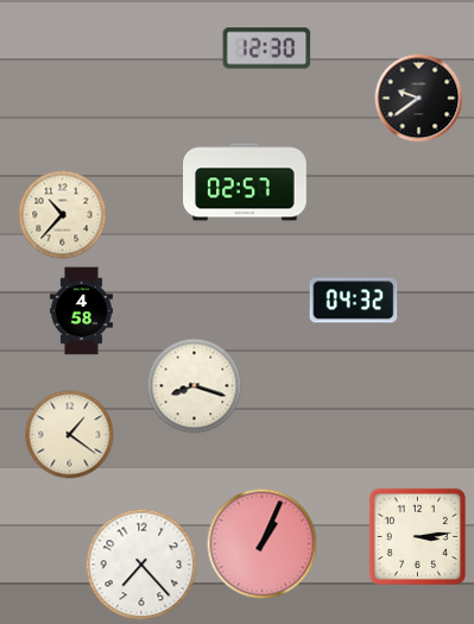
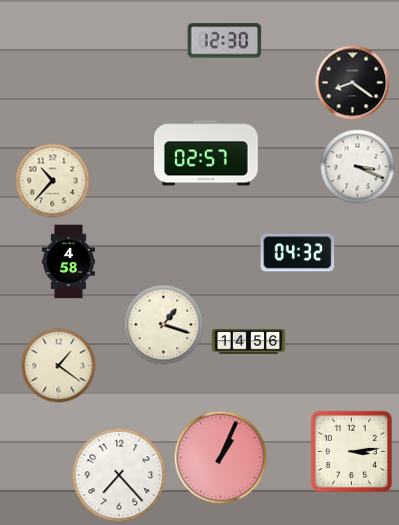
clock at (419, 99): 9:39 -> 8:21
clock at (358, 167): none -> 3:19
clock at (195, 386): 8:18 -> 1:18
clock at (249, 341): none -> 14:56
